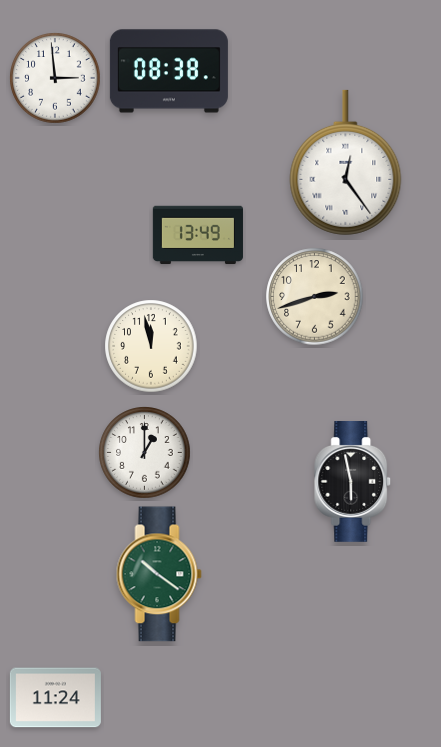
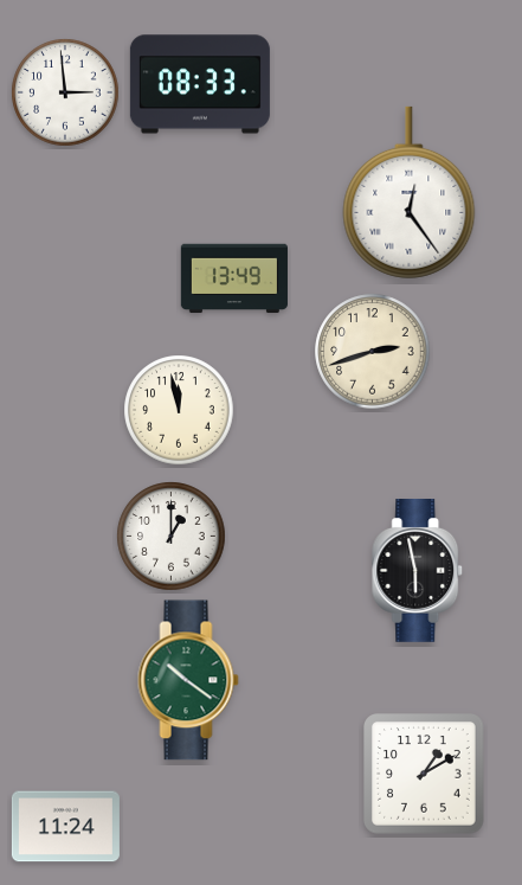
clock at (169, 71): 08:38 -> 08:33
clock at (425, 775): none -> 1:10
